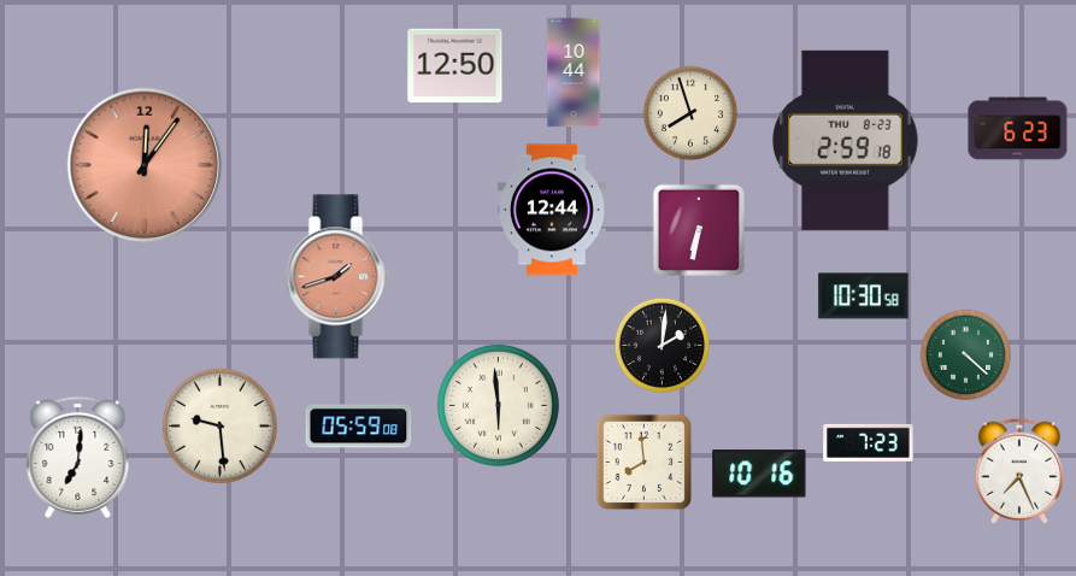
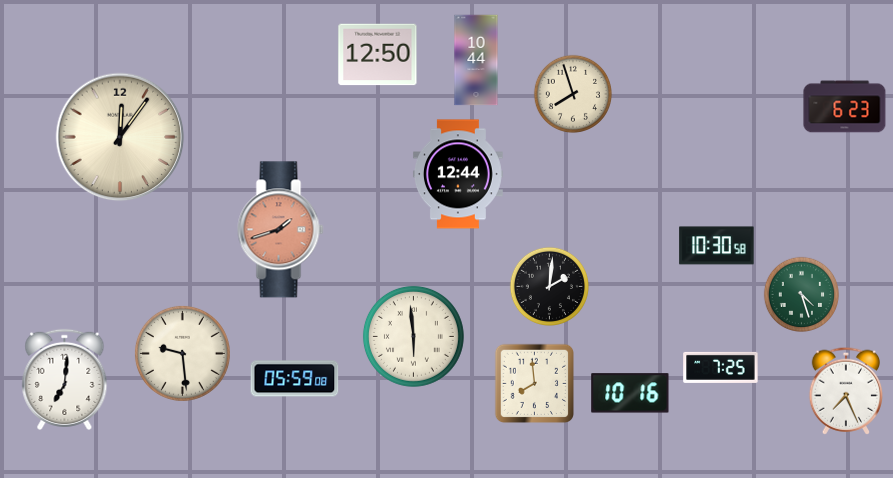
clock at (845, 140): 2:59 -> none
clock at (145, 165) dial: salmon -> cream
clock at (699, 230): 6:32 -> none
clock at (965, 354): 4:22 -> 4:27
clock at (359, 427) position: (359, 427) -> (295, 379)
clock at (869, 442): 7:23 -> 7:25
